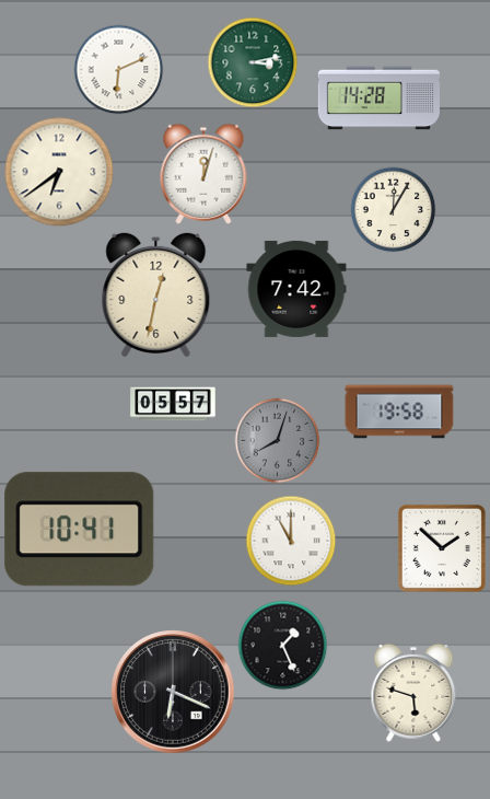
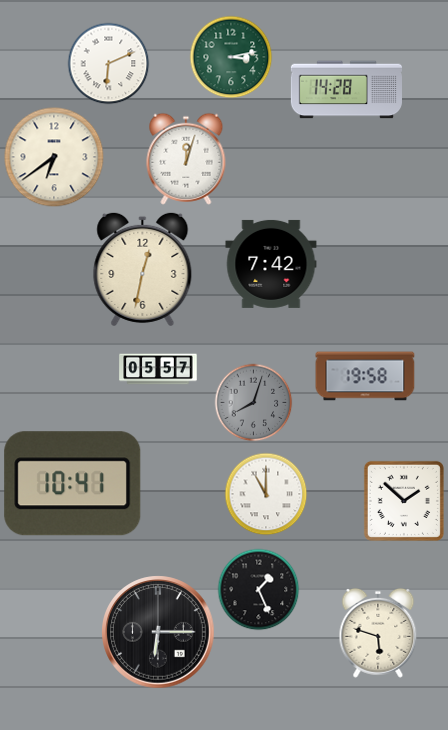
clock at (393, 209): 12:05 -> none
clock at (173, 692): 6:19 -> 6:15
